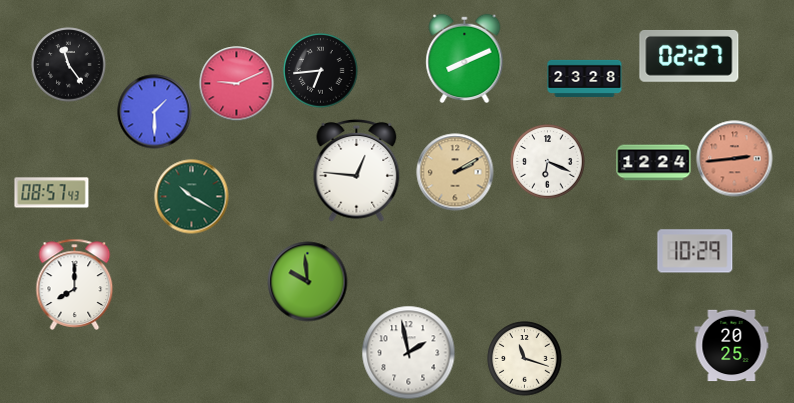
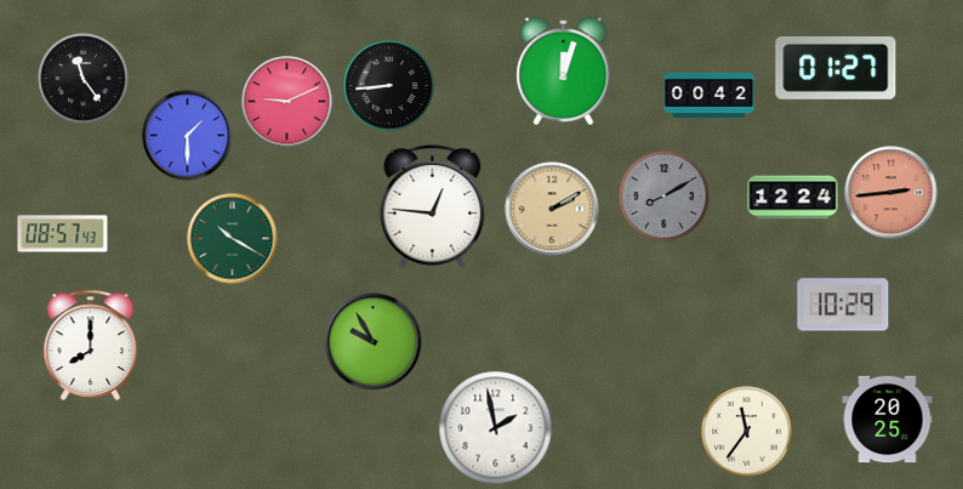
clock at (689, 56): 02:27 -> 01:27
clock at (465, 59): 8:11 -> 12:03
clock at (321, 71): 6:44 -> 8:44
clock at (585, 78): 23:28 -> 00:42
clock at (548, 162): 6:19 -> 8:10
clock at (548, 162) dial: white -> grey
clock at (308, 282): 9:59 -> 9:55
clock at (747, 432): none -> 11:36
clock at (525, 359): 11:18 -> none
